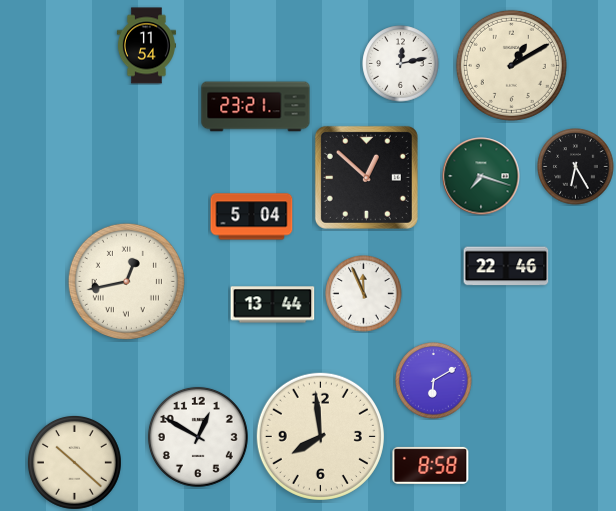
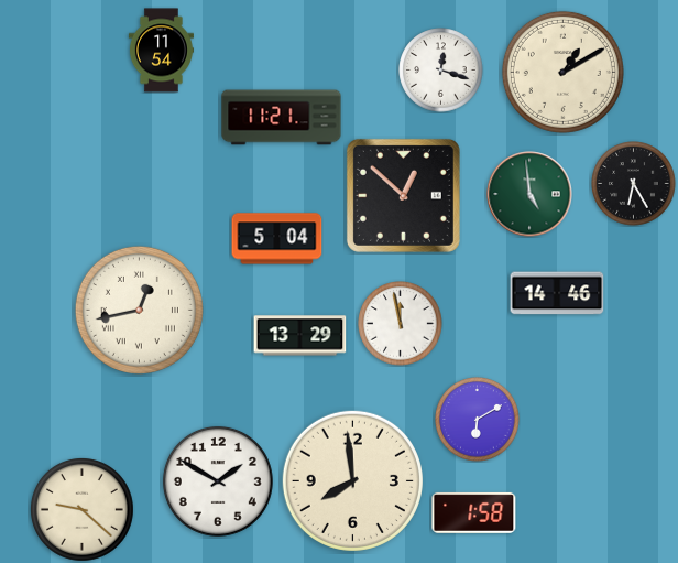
clock at (401, 64): 12:13 -> 12:18
clock at (256, 107): 23:21 -> 11:21
clock at (481, 176): 7:18 -> 4:59
clock at (506, 266): 22:46 -> 14:46
clock at (364, 294): 11:56 -> 11:58
clock at (273, 305): 13:44 -> 13:29
clock at (198, 437): 12:50 -> 1:50
clock at (74, 462): 10:22 -> 9:22
clock at (431, 465): 8:58 -> 1:58
